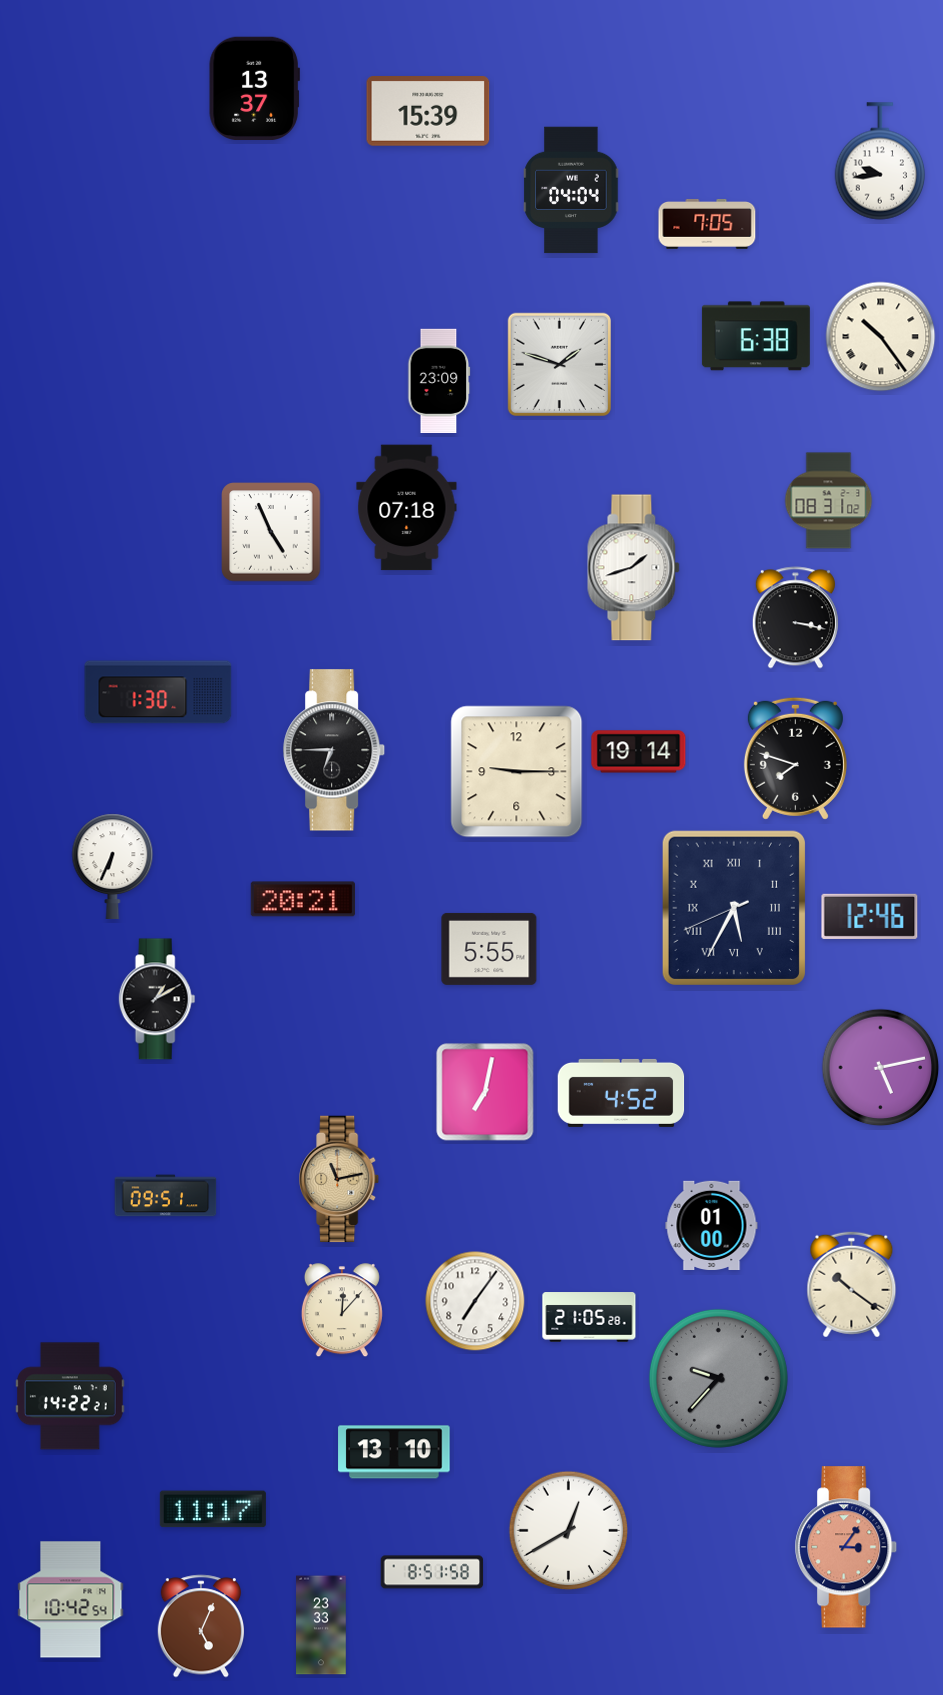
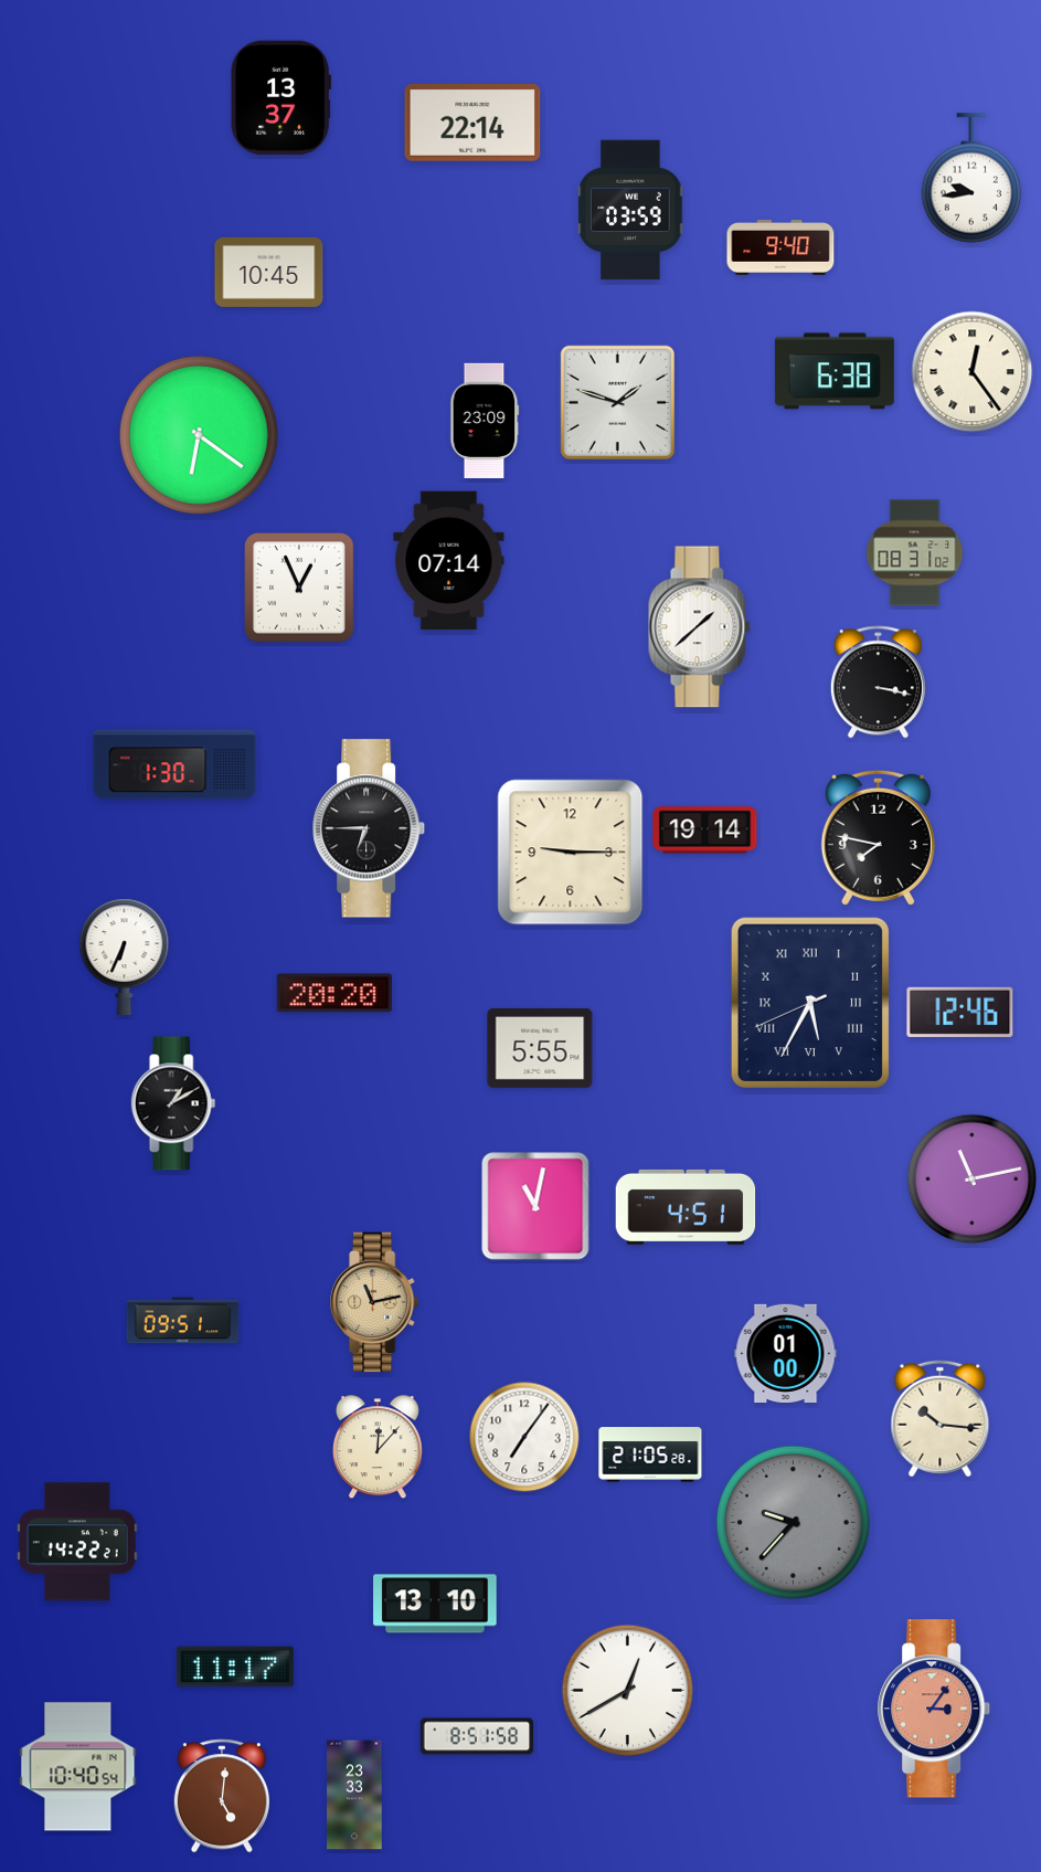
clock at (428, 112): 15:39 -> 22:14
clock at (571, 190): 04:04 -> 03:59
clock at (707, 224): 7:05 -> 9:40
clock at (269, 272): none -> 10:45
clock at (881, 337): 10:24 -> 12:24
clock at (199, 435): none -> 6:21
clock at (407, 508): 07:18 -> 07:14
clock at (271, 532): 4:56 -> 12:56
clock at (634, 568): 1:42 -> 1:38
clock at (795, 758): 7:48 -> 7:47
clock at (303, 899): 20:21 -> 20:20
clock at (881, 1068): 5:13 -> 11:13
clock at (485, 1092): 7:02 -> 11:02
clock at (621, 1093): 4:52 -> 4:51
clock at (852, 1285): 10:21 -> 10:16
clock at (71, 1600): 10:42 -> 10:40
clock at (200, 1626): 5:04 -> 5:01
